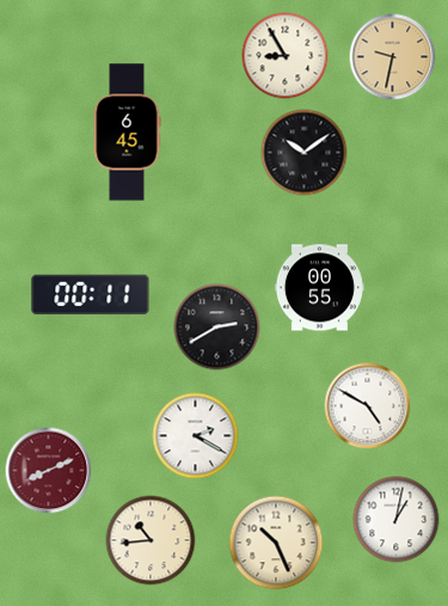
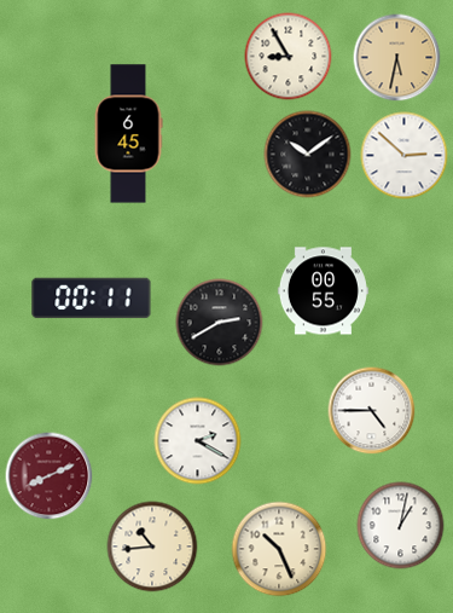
clock at (393, 57): 9:32 -> 5:32
clock at (405, 156): none -> 2:52
clock at (217, 328) position: (217, 328) -> (220, 323)
clock at (368, 406): 4:50 -> 4:45
